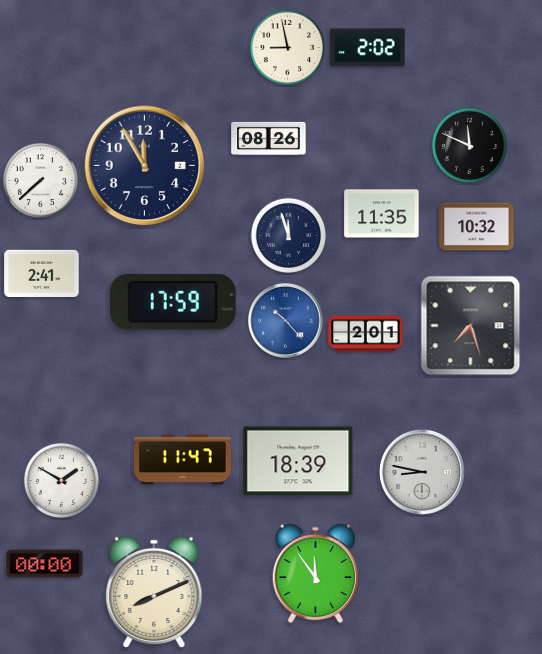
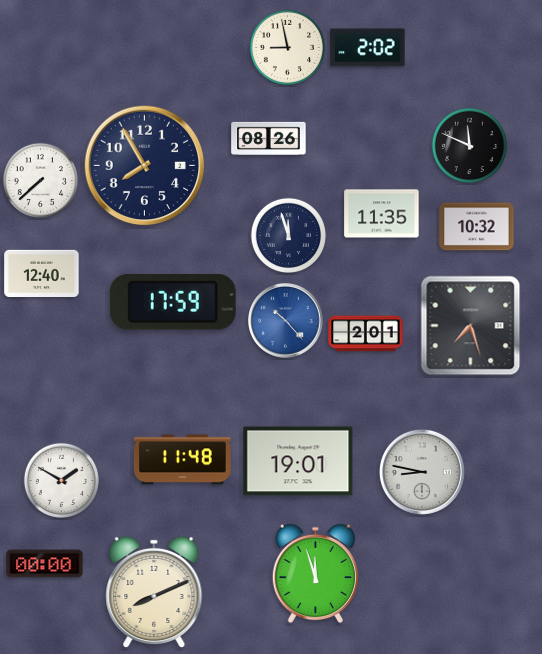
clock at (145, 166): 11:55 -> 7:55
clock at (42, 273): 2:41 -> 12:40
clock at (182, 460): 11:47 -> 11:48
clock at (298, 461): 18:39 -> 19:01
clock at (315, 574): 11:54 -> 11:57
